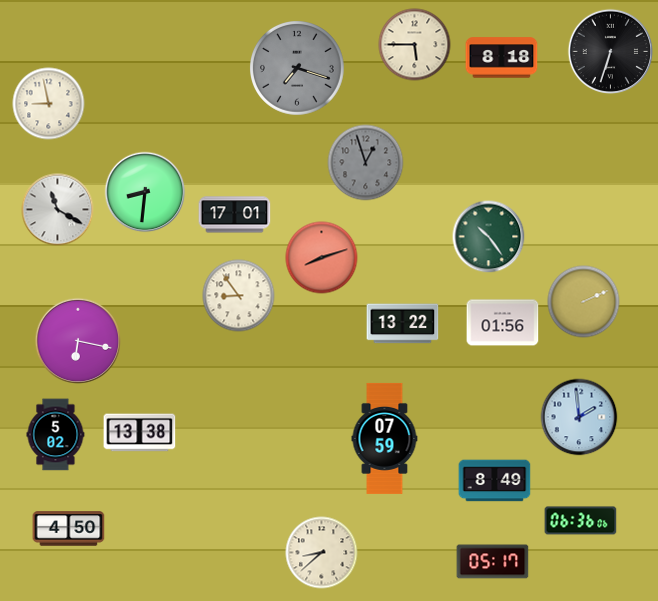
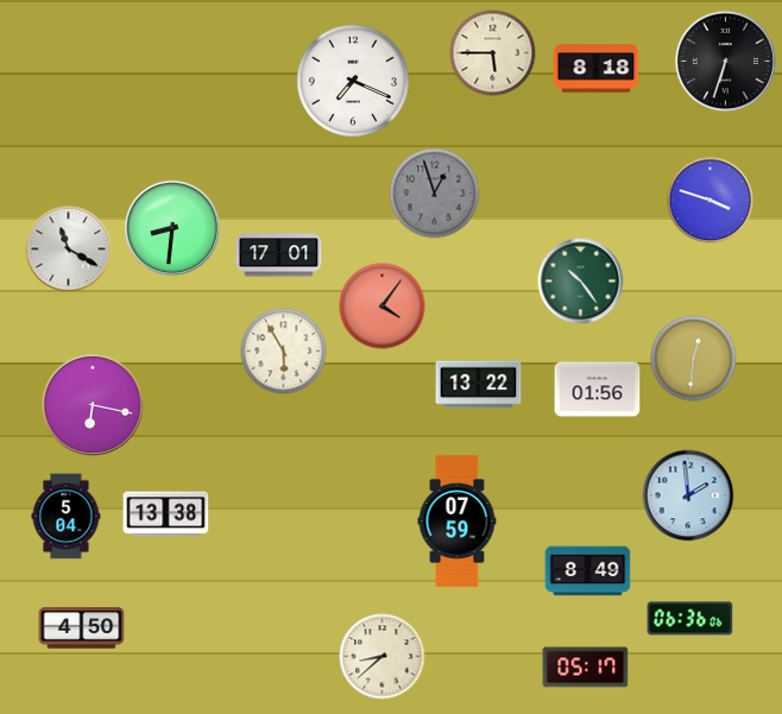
clock at (298, 69): 7:18 -> 7:19
clock at (298, 69) dial: grey -> white
clock at (49, 104): 8:58 -> none
clock at (711, 201): none -> 3:48
clock at (322, 258): 8:12 -> 4:06
clock at (239, 296): 8:54 -> 5:55
clock at (584, 302): 2:11 -> 12:31
clock at (503, 323) position: (503, 323) -> (598, 390)
clock at (56, 435): 5:02 -> 5:04
